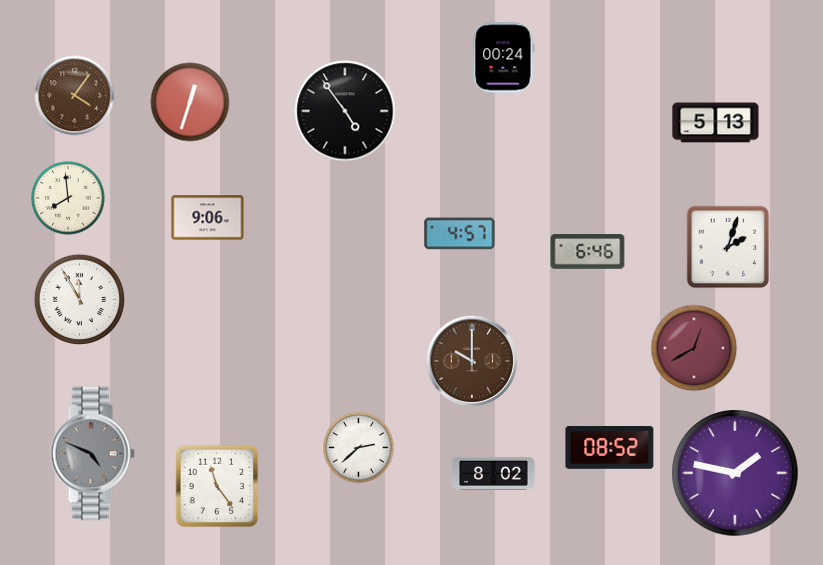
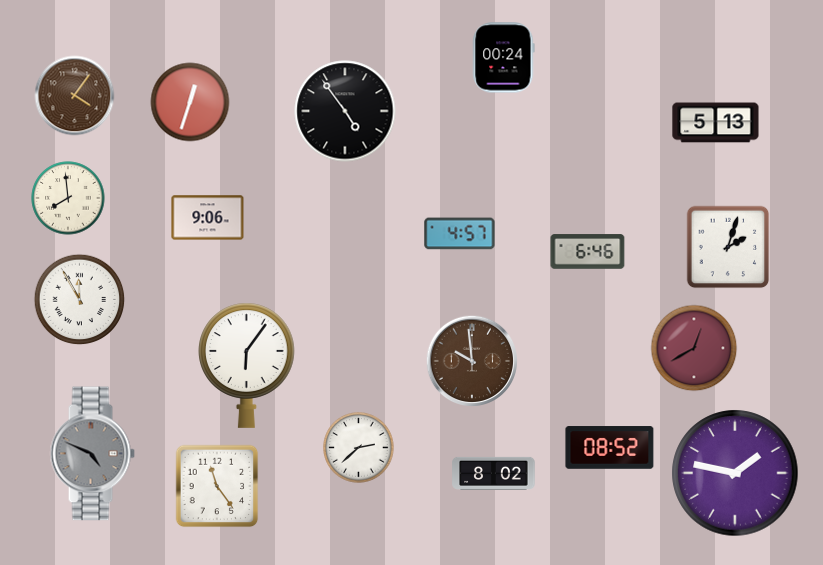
clock at (472, 361): 10:00 -> 9:59
clock at (247, 365): none -> 6:06
